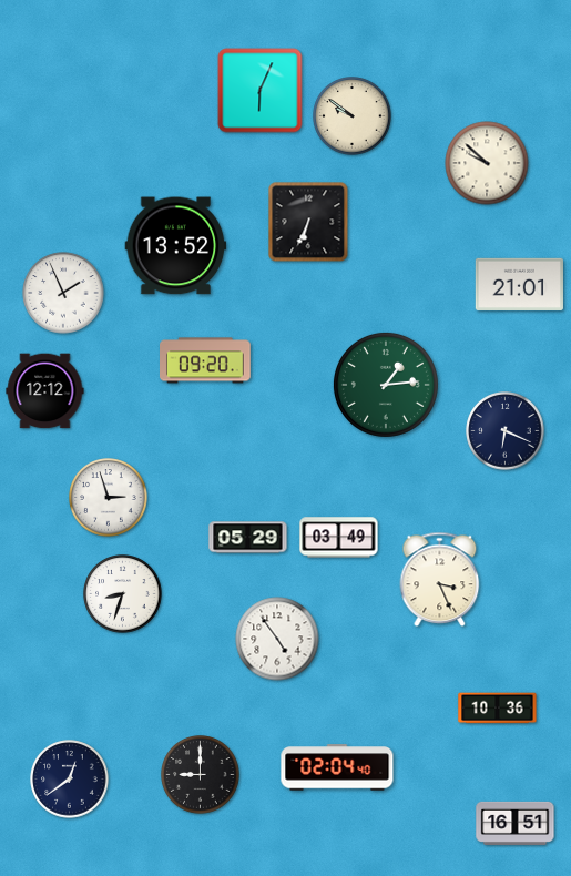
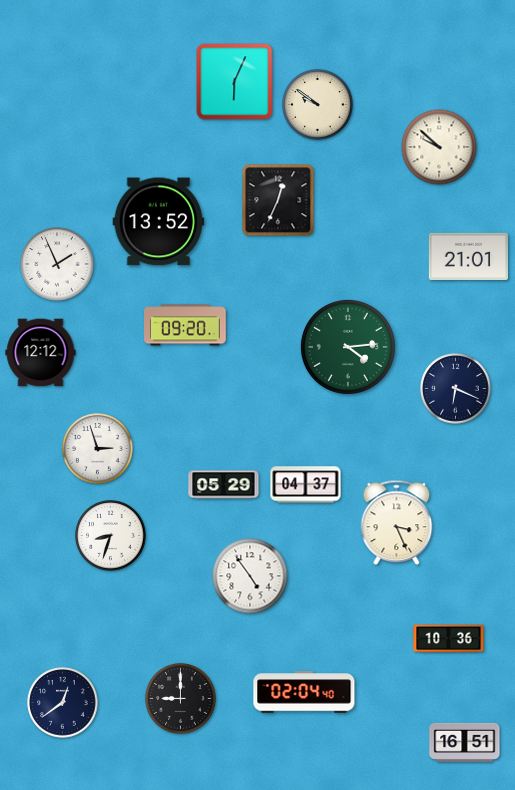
clock at (308, 222): 6:34 -> 12:34
clock at (386, 385): 1:14 -> 4:14
clock at (339, 538): 03:49 -> 04:37
